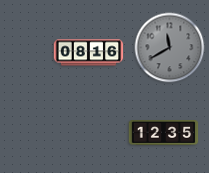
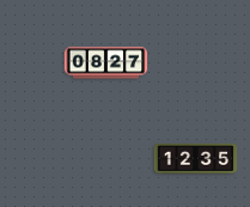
clock at (170, 48): 11:40 -> none
clock at (89, 53): 08:16 -> 08:27
